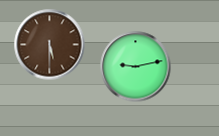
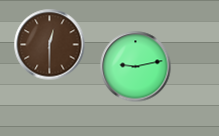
clock at (50, 45): 5:30 -> 12:30
